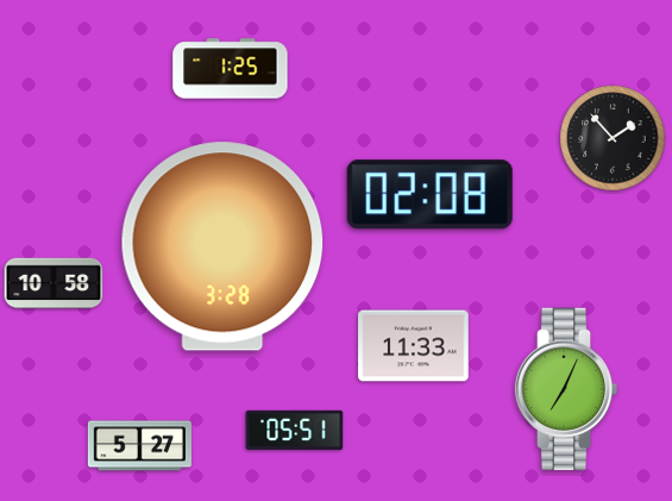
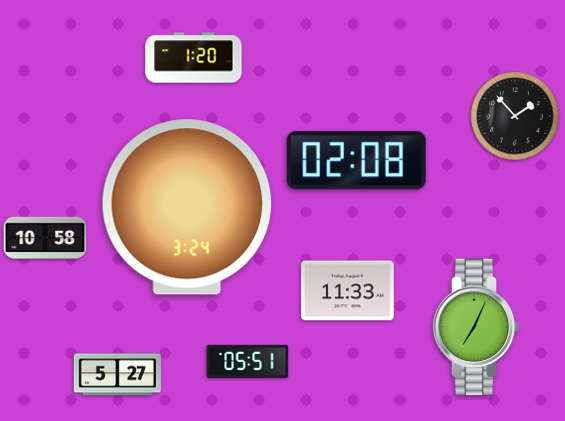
clock at (231, 69): 1:25 -> 1:20
clock at (429, 195) position: (429, 195) -> (356, 161)
clock at (222, 246): 3:28 -> 3:24
